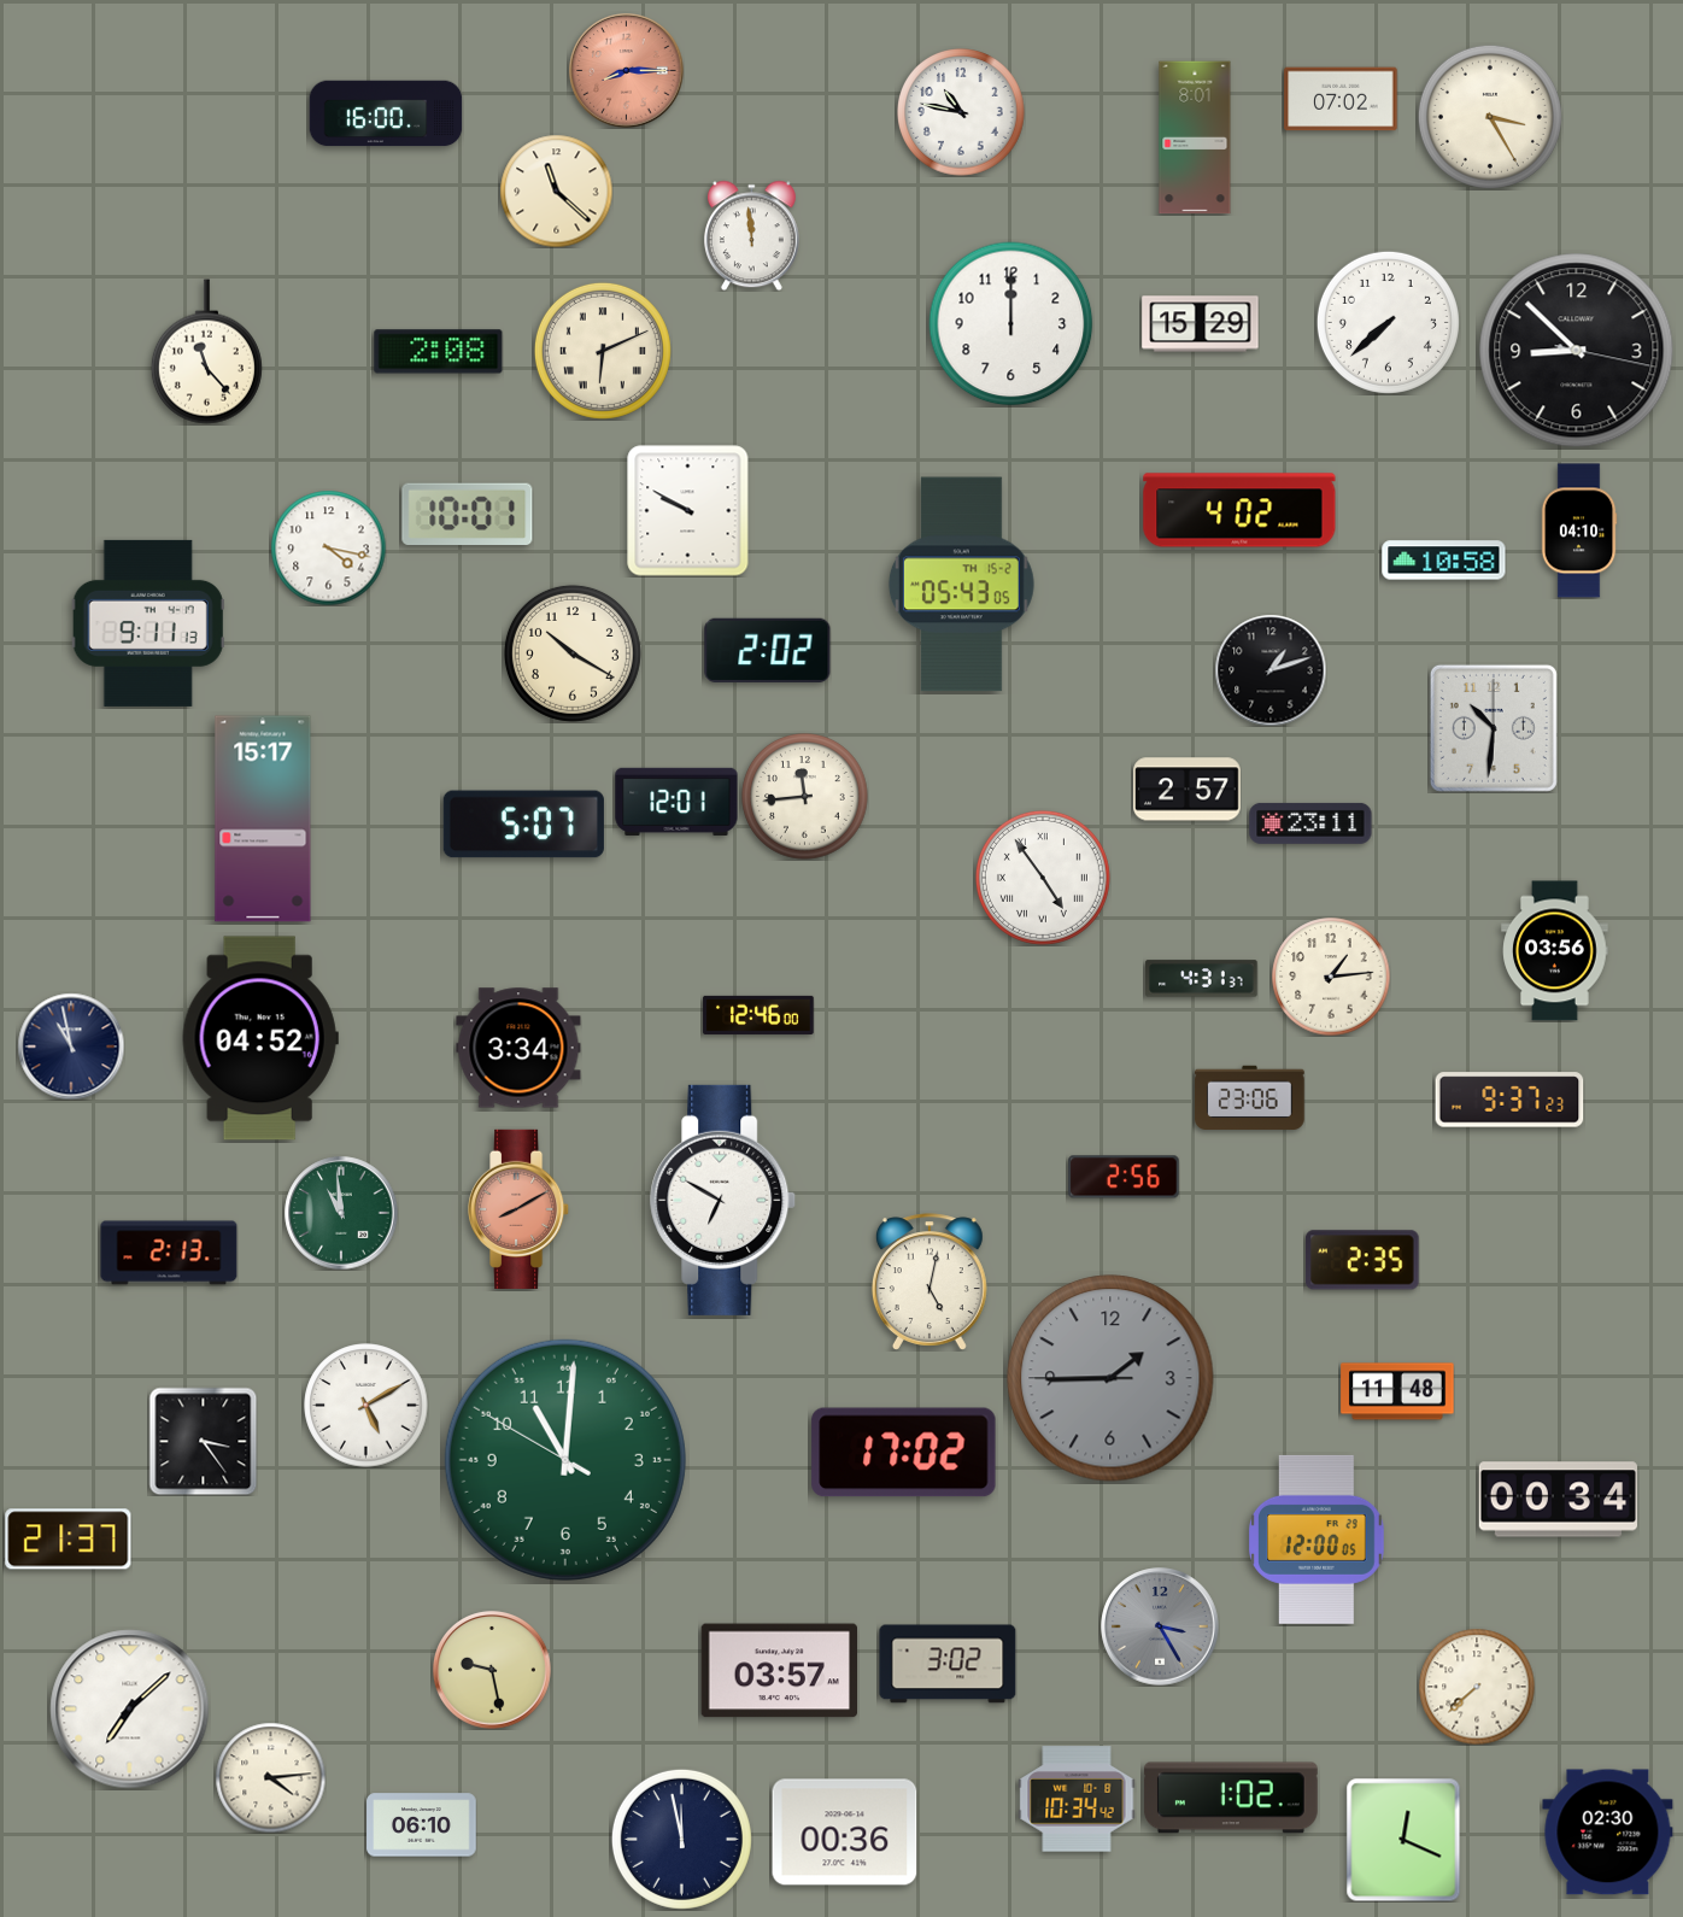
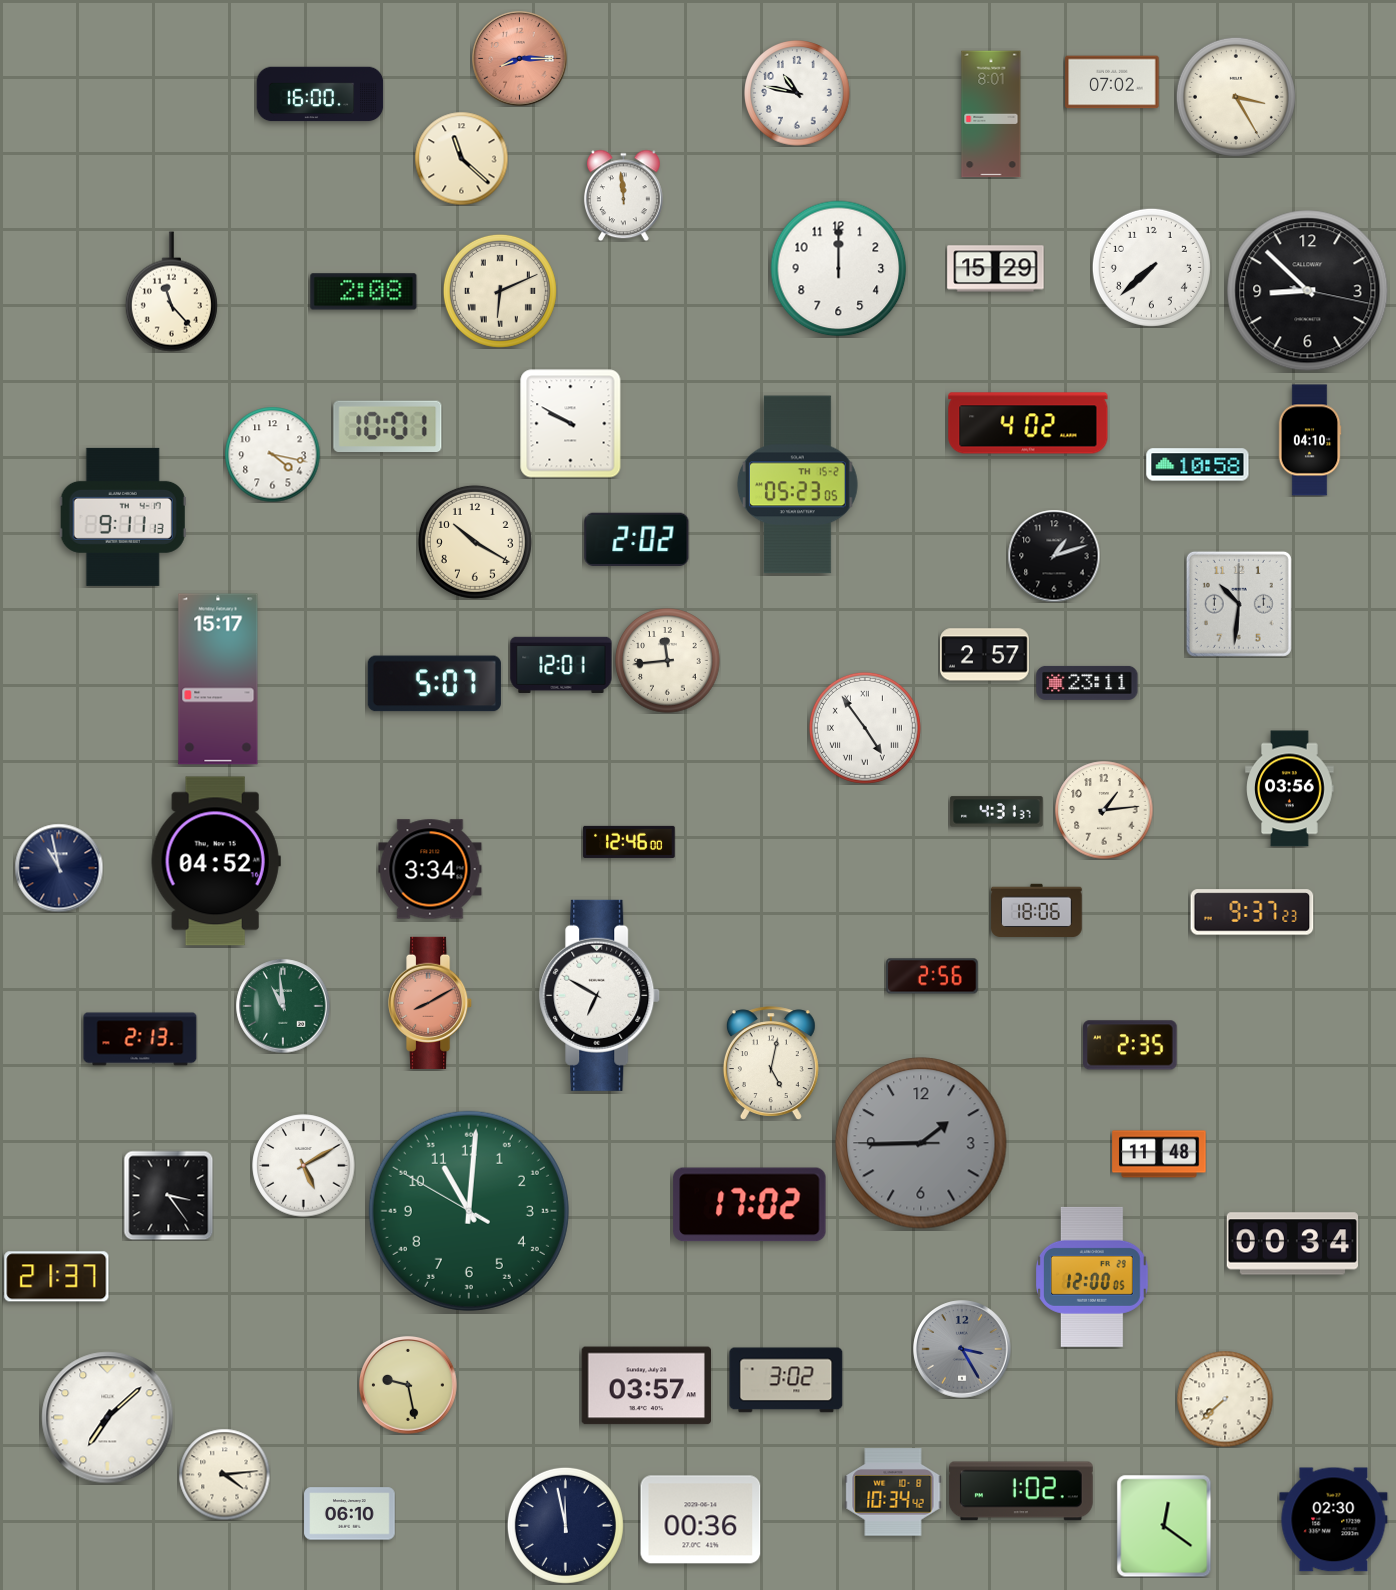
clock at (961, 585): 05:43 -> 05:23
clock at (1250, 1097): 23:06 -> 18:06
clock at (1403, 1840): 12:19 -> 12:21
